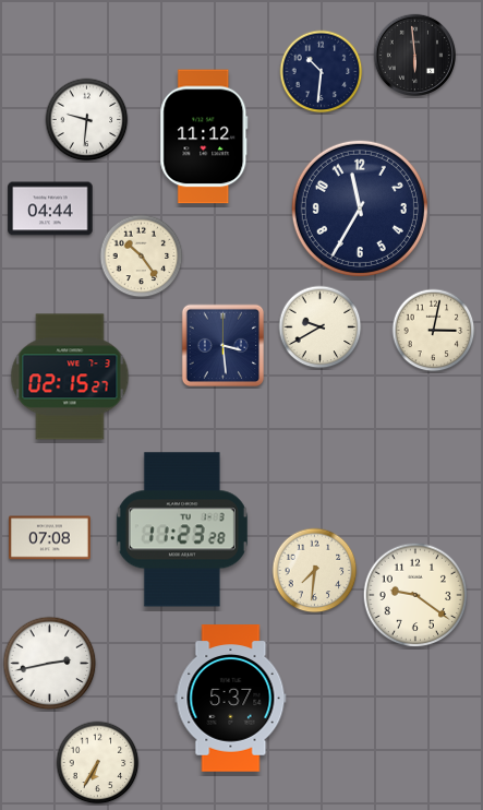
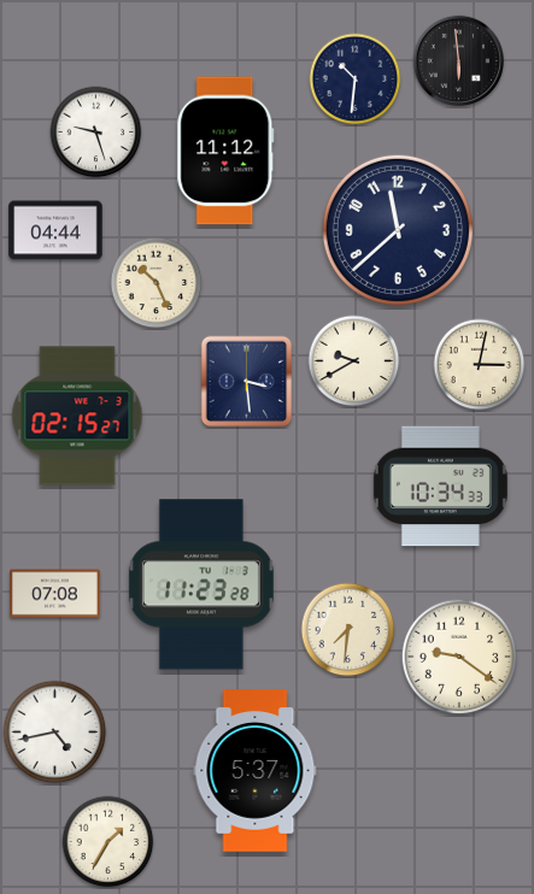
clock at (87, 120): 9:31 -> 9:27
clock at (360, 209): 11:35 -> 11:38
clock at (142, 257): 10:24 -> 10:26
clock at (440, 487): none -> 10:34
clock at (50, 664): 2:43 -> 4:43
clock at (98, 763): 6:35 -> 1:35
